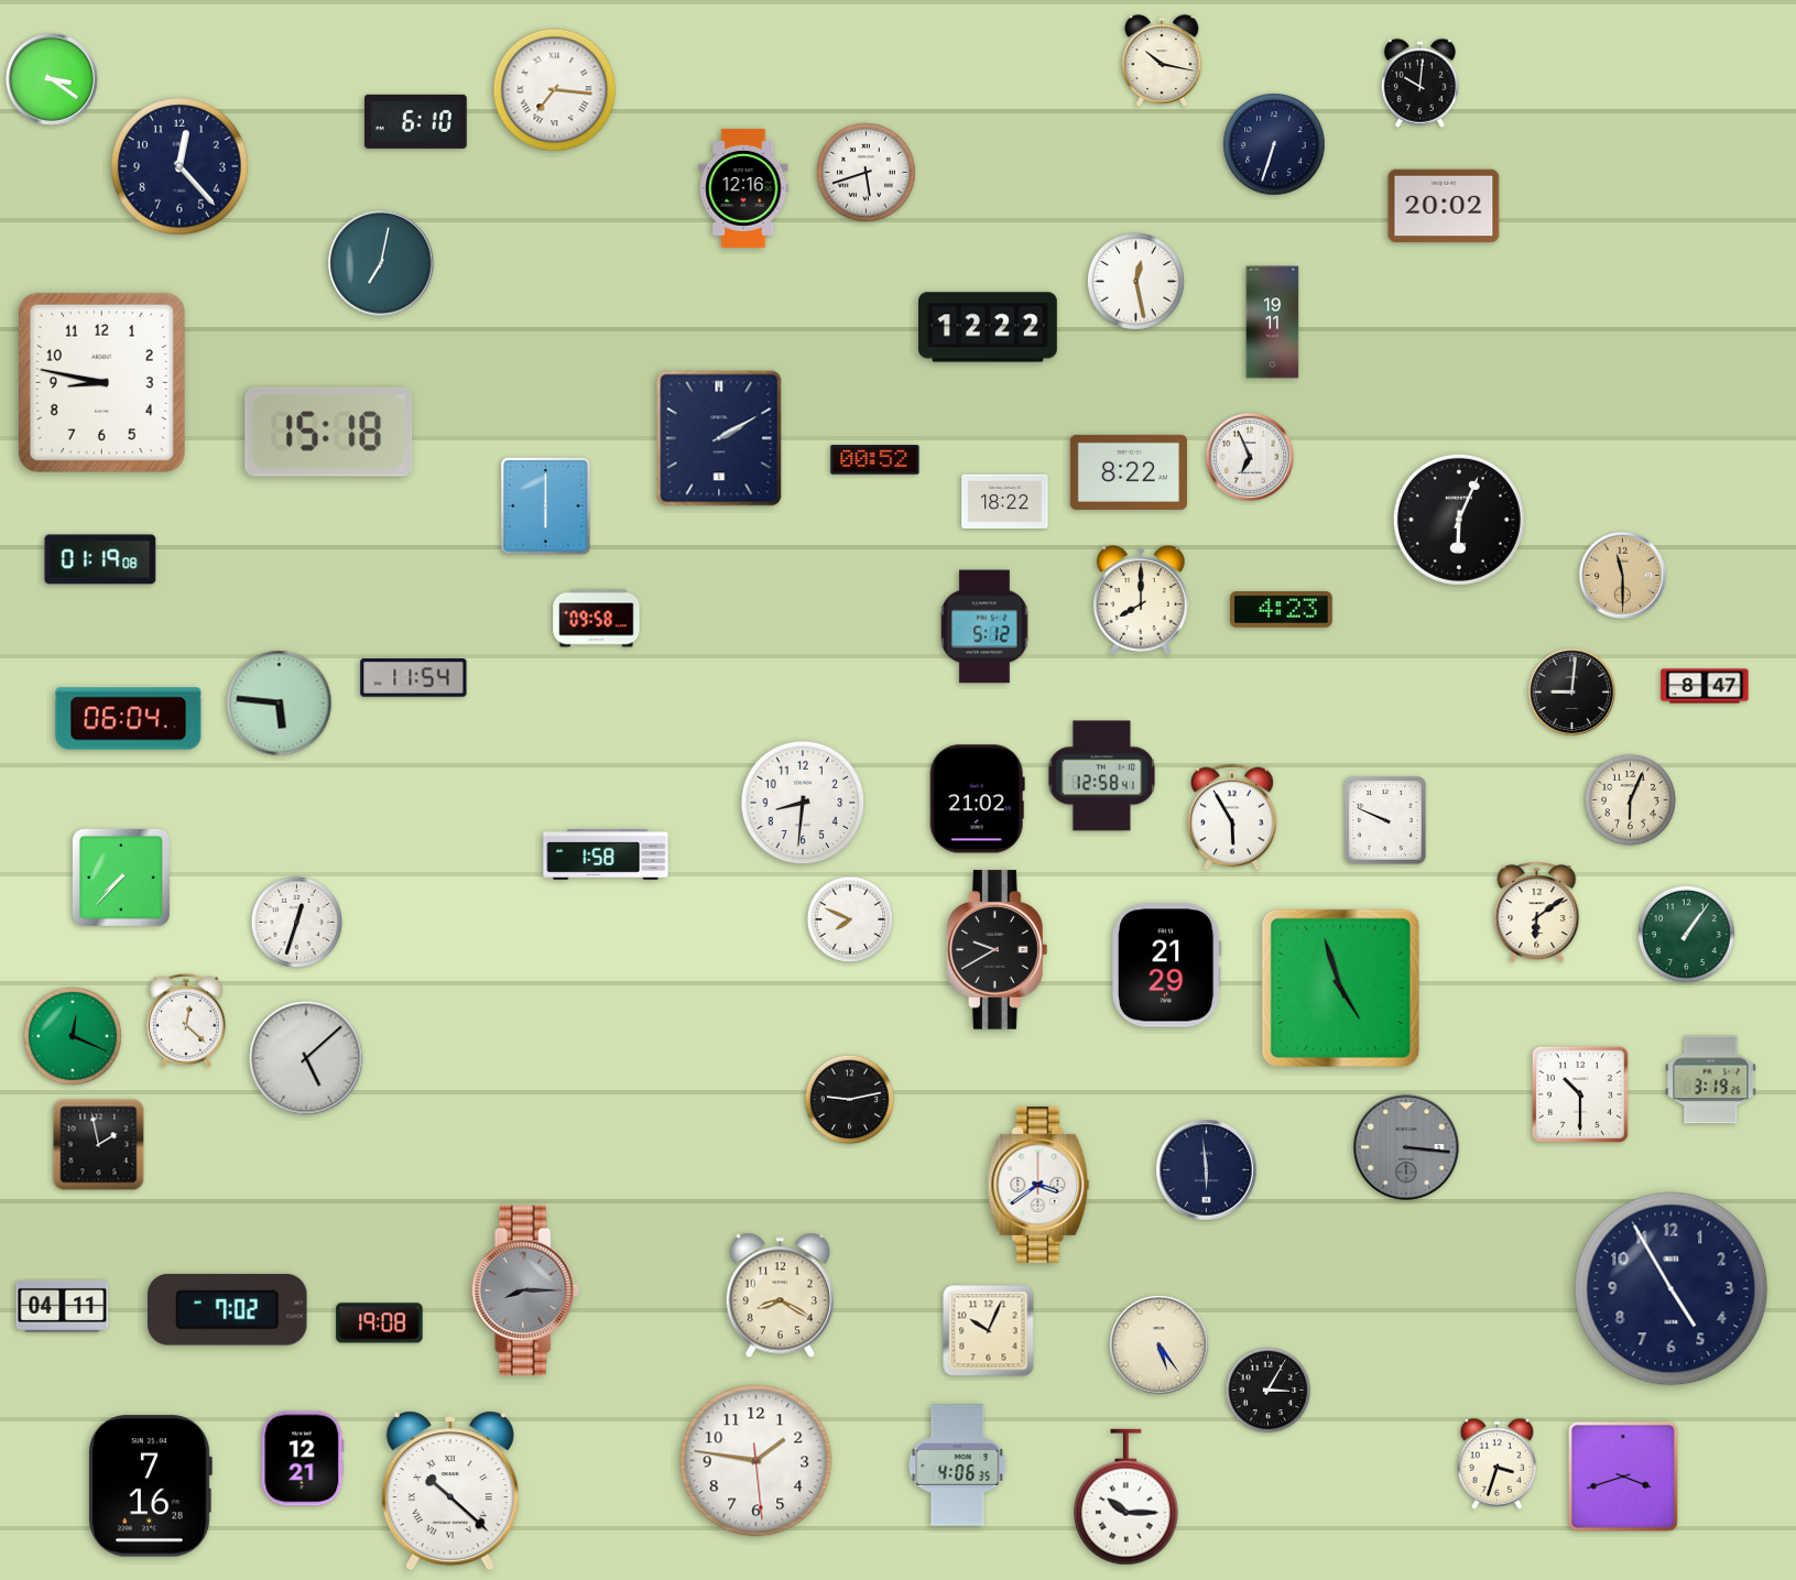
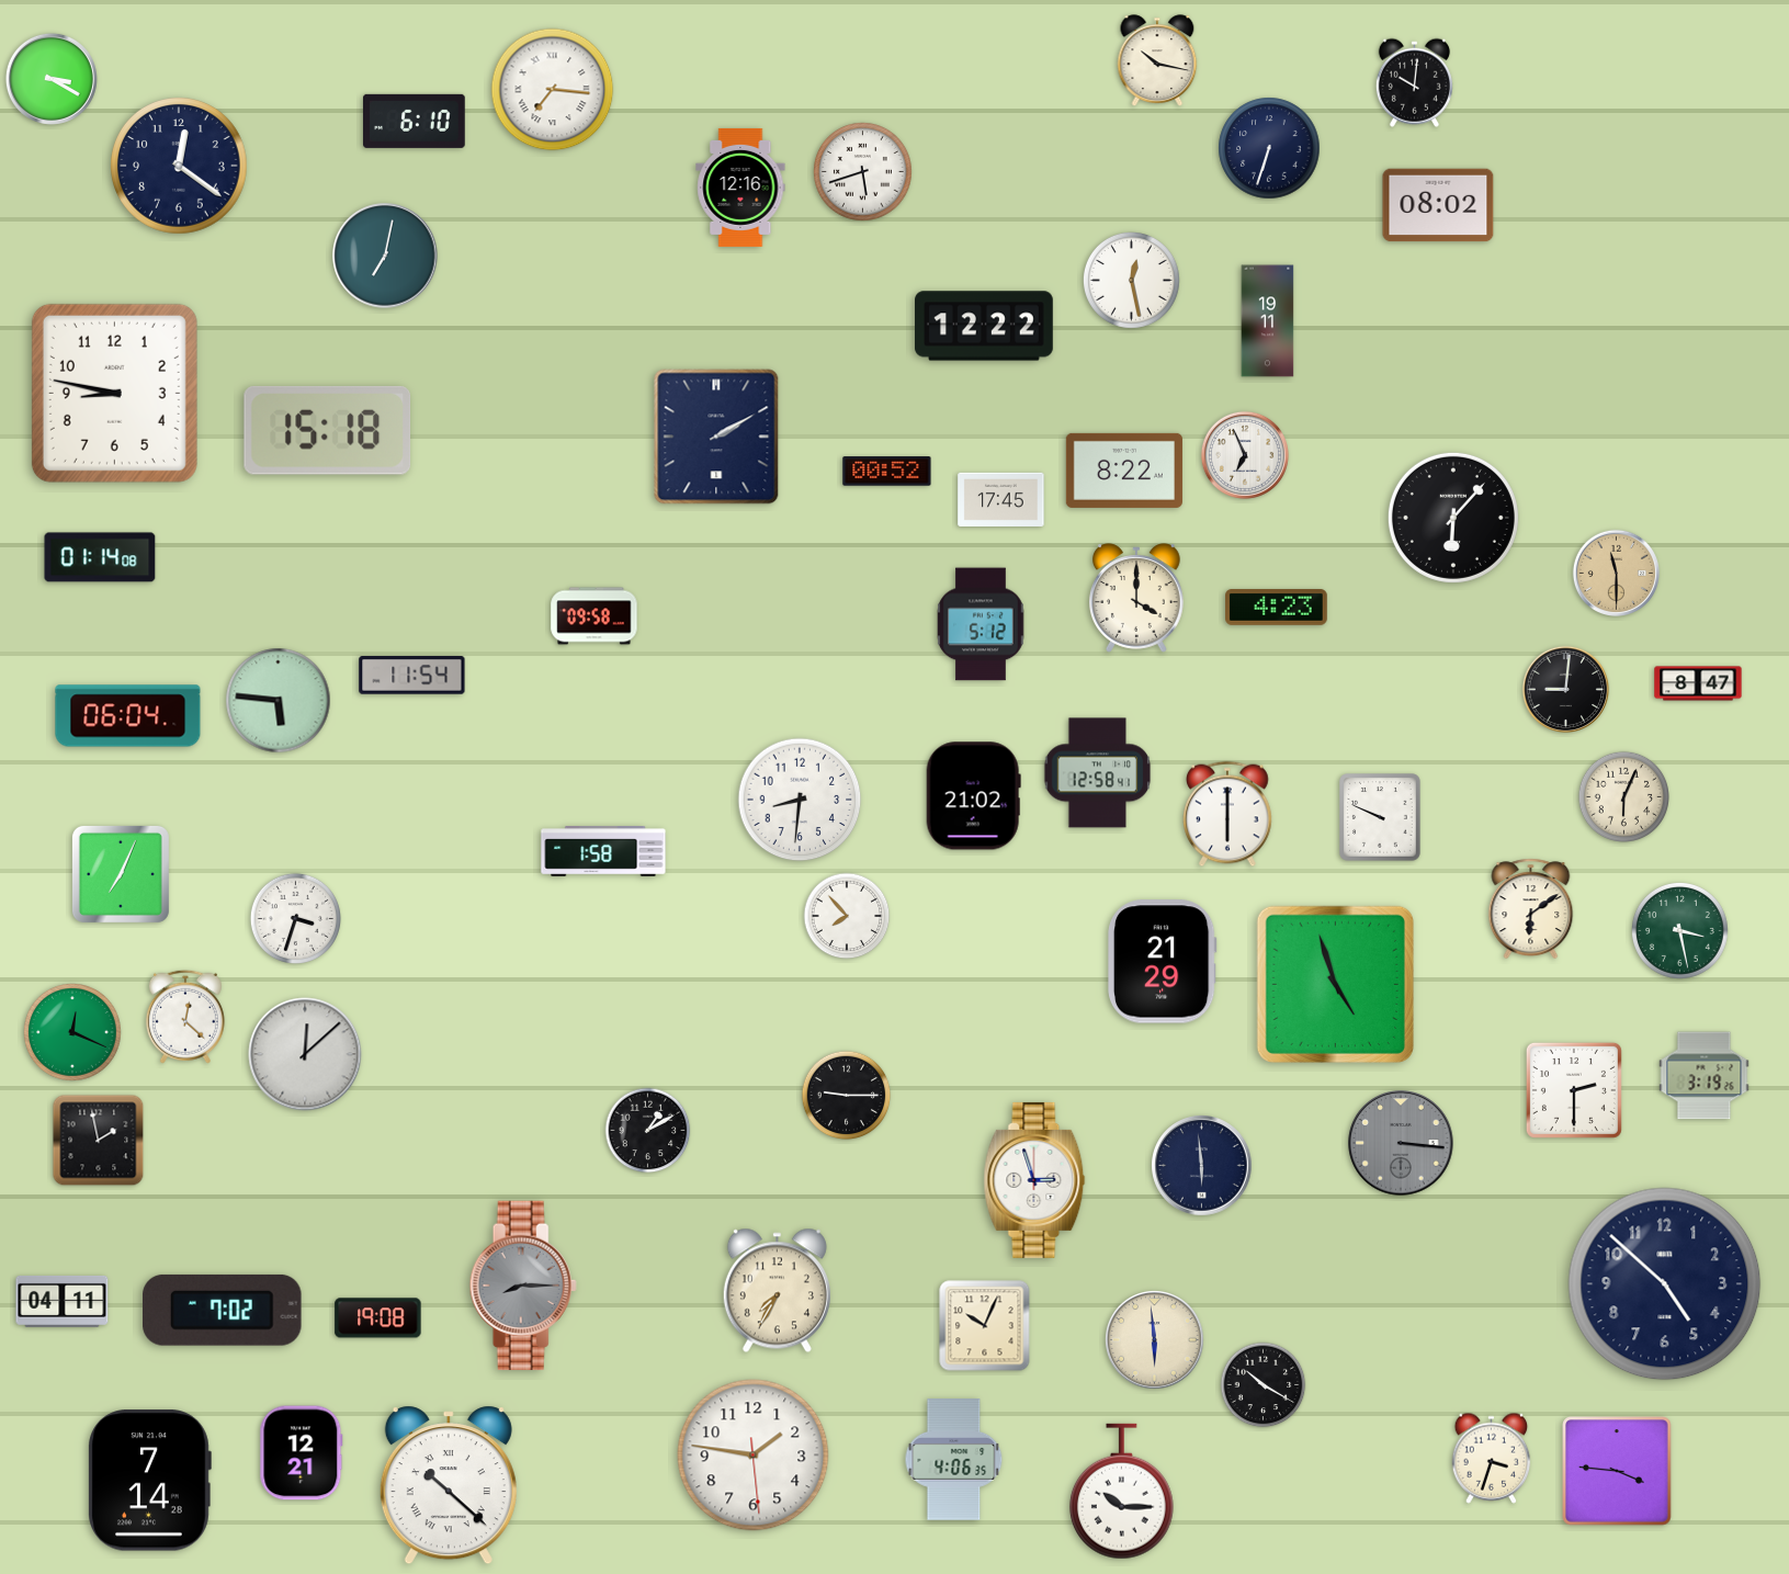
clock at (52, 79): 3:21 -> 3:20
clock at (1274, 144) position: (1274, 144) -> (1269, 148)
clock at (181, 167): 12:23 -> 12:21
clock at (1444, 206): 20:02 -> 08:02
clock at (381, 263) position: (381, 263) -> (385, 256)
clock at (101, 382) position: (101, 382) -> (114, 393)
clock at (875, 460) position: (875, 460) -> (887, 472)
clock at (1005, 501): 18:22 -> 17:45
clock at (545, 505): 6:00 -> none
clock at (1459, 520): 6:04 -> 6:07
clock at (100, 559): 01:19 -> 01:14
clock at (1142, 600): 8:00 -> 4:00
clock at (1232, 817): 5:55 -> 6:00
clock at (121, 878): 7:37 -> 7:04
clock at (850, 919): 7:49 -> 7:53
clock at (296, 922): 12:33 -> 3:33
clock at (1686, 934): 1:06 -> 3:28
clock at (998, 950): 9:40 -> none
clock at (306, 1058): 5:08 -> 12:08
clock at (1580, 1094): 10:30 -> 2:30
clock at (850, 1100): 9:13 -> 9:15
clock at (648, 1131): none -> 1:10
clock at (1038, 1185): 3:39 -> 2:57
clock at (1672, 1289): 4:55 -> 4:52
clock at (780, 1296): 8:20 -> 7:35
clock at (228, 1309) position: (228, 1309) -> (223, 1310)
clock at (1160, 1345): 5:24 -> 5:59
clock at (1269, 1391): 3:05 -> 10:20
clock at (1623, 1477): 3:42 -> 3:46
clock at (150, 1486): 7:16 -> 7:14
